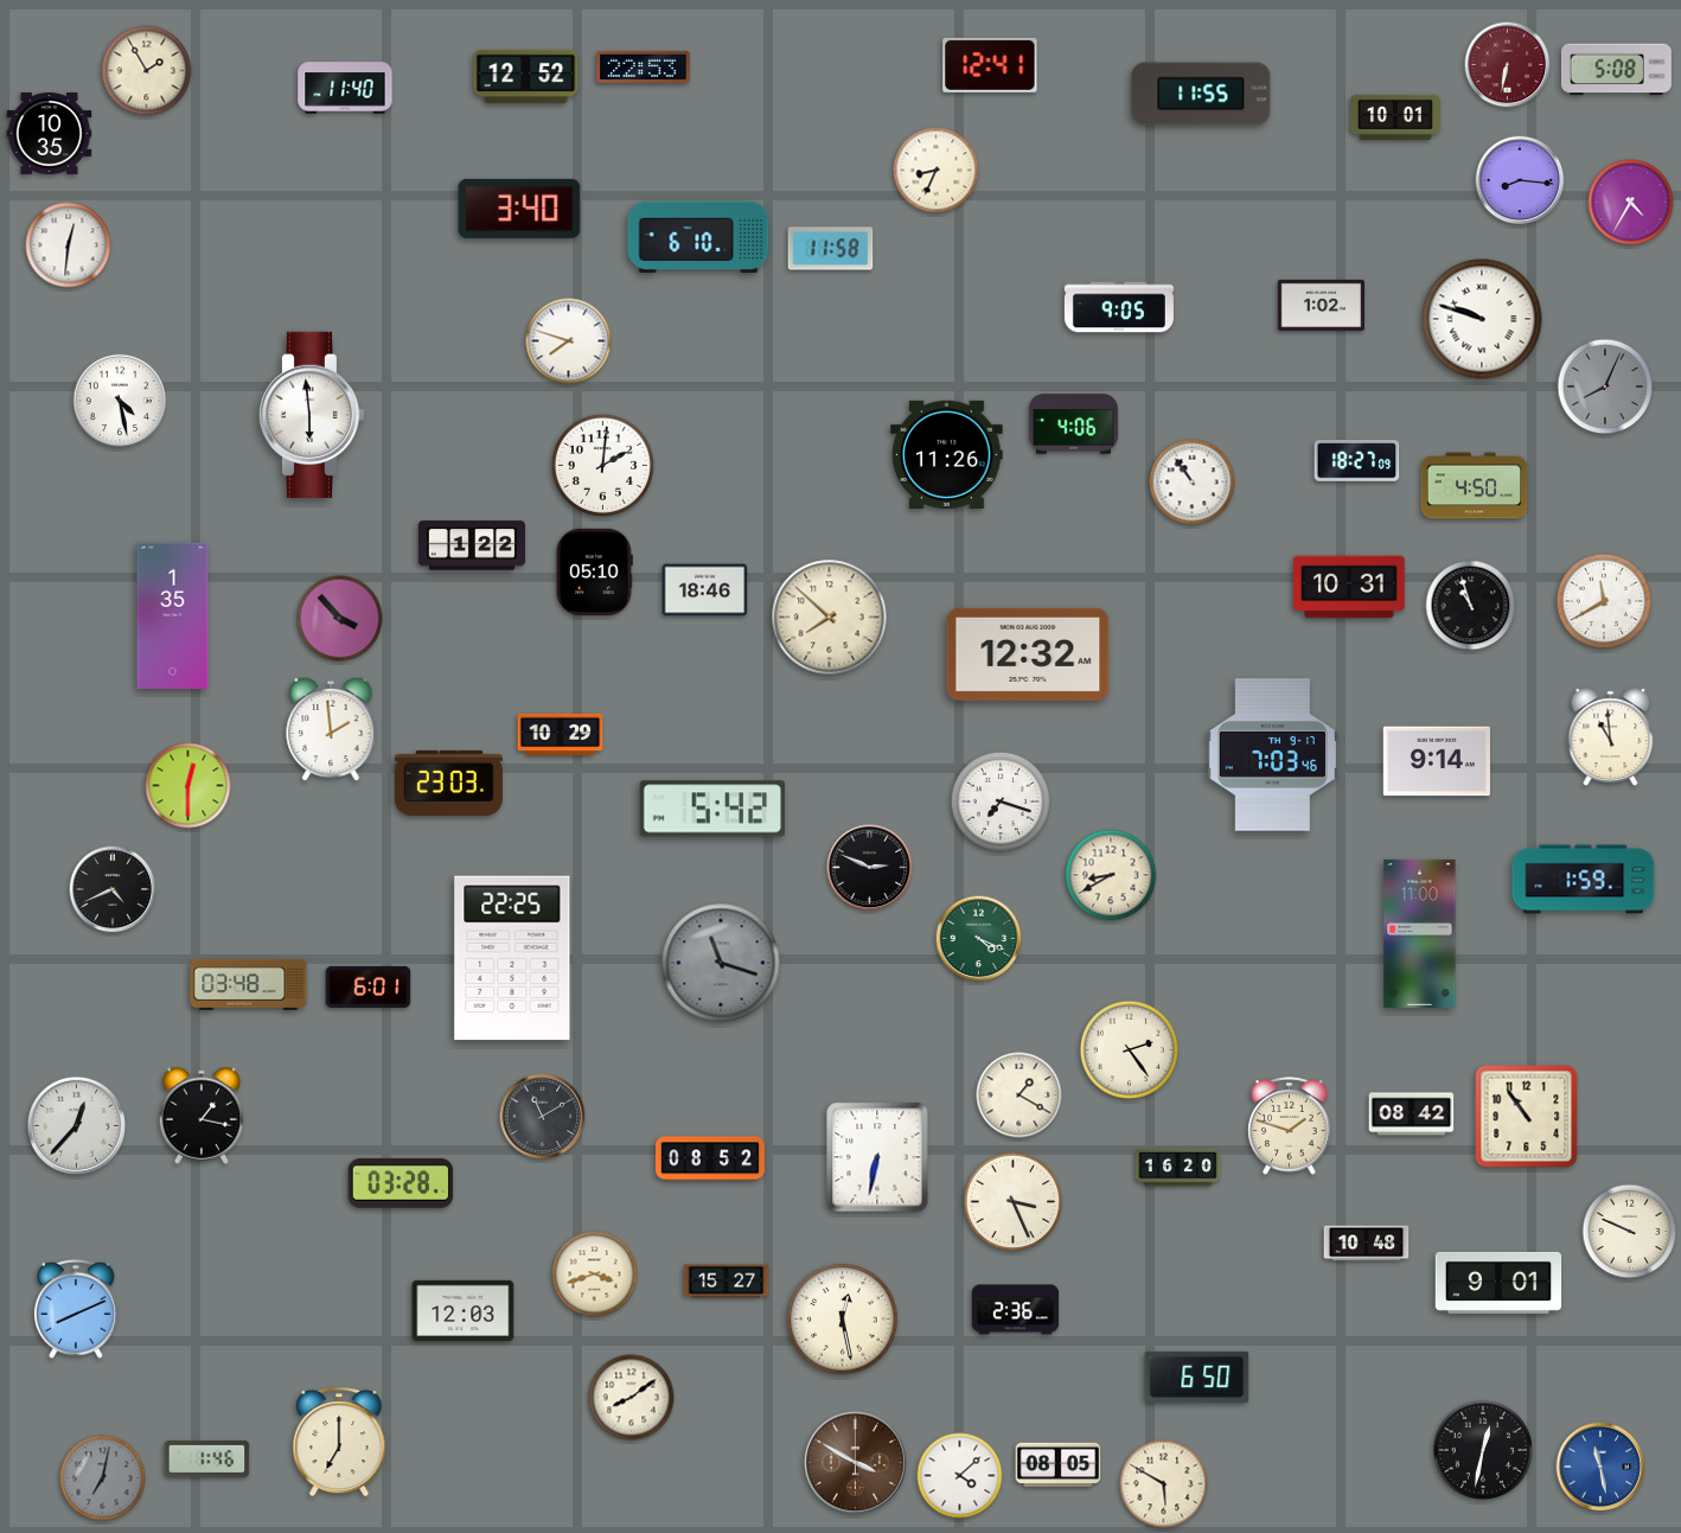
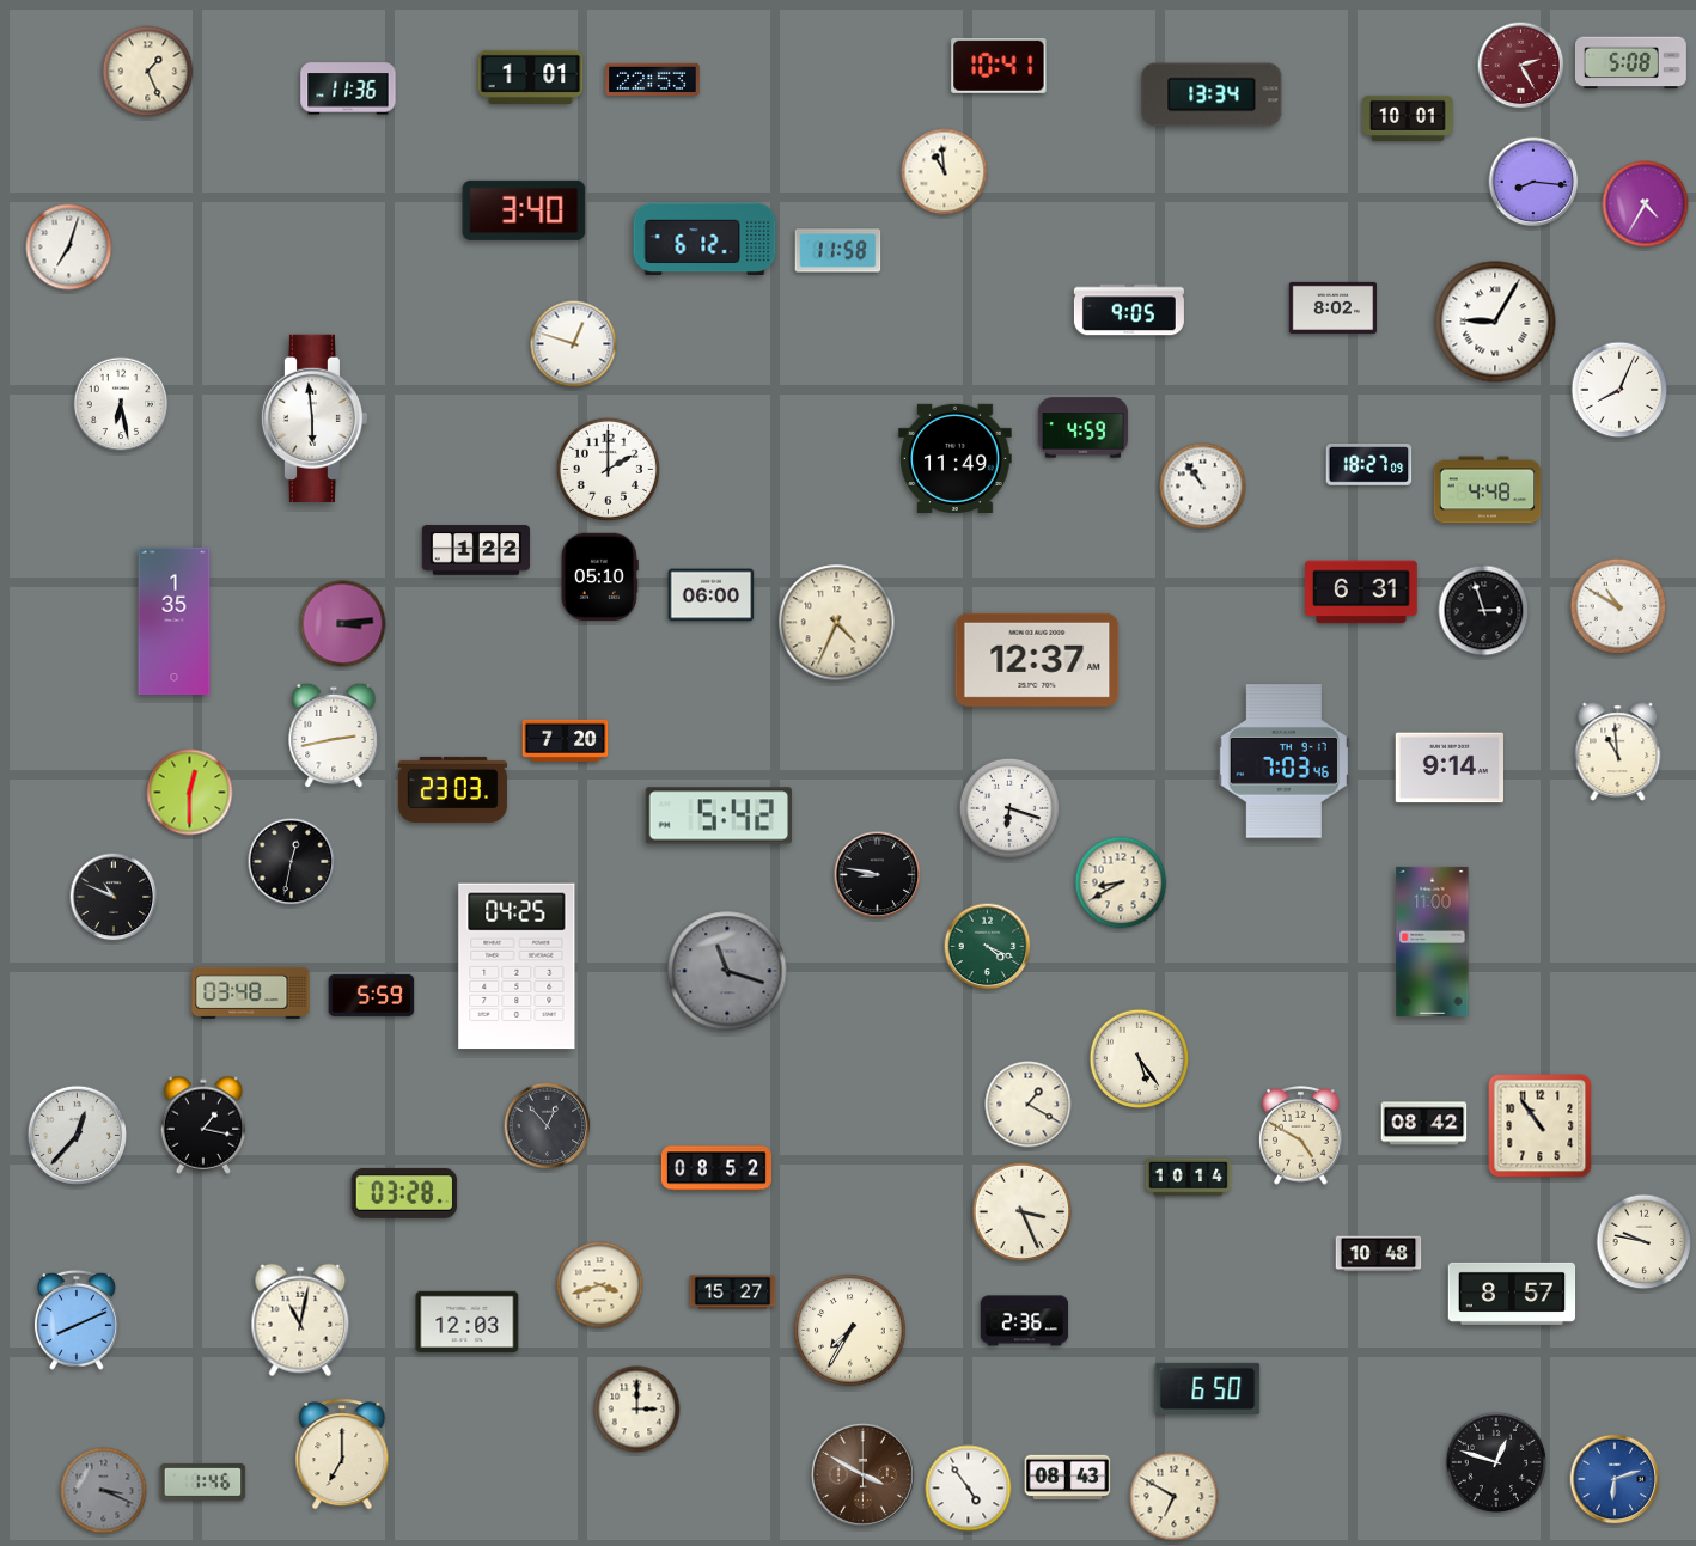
clock at (990, 65): 12:41 -> 10:41
clock at (1508, 65): 6:32 -> 2:25
clock at (644, 66) position: (644, 66) -> (653, 79)
clock at (1616, 70) position: (1616, 70) -> (1630, 63)
clock at (147, 71): 1:55 -> 1:26
clock at (526, 76): 12:52 -> 1:01
clock at (345, 88): 11:40 -> 11:36
clock at (1201, 94): 11:55 -> 13:34
clock at (50, 133): 10:35 -> none
clock at (937, 171): 8:34 -> 10:59
clock at (698, 237): 6:10 -> 6:12
clock at (69, 245): 12:31 -> 7:03
clock at (1322, 305): 1:02 -> 8:02
clock at (1482, 319): 9:48 -> 9:05
clock at (569, 341): 7:48 -> 12:48
clock at (1605, 387) dial: grey -> white
clock at (120, 401): 4:28 -> 6:28
clock at (1073, 424): 4:06 -> 4:59
clock at (947, 454): 11:26 -> 11:49
clock at (602, 465): 2:01 -> 2:00
clock at (1475, 486): 4:50 -> 4:48
clock at (1350, 587): 10:31 -> 6:31
clock at (705, 590): 18:46 -> 06:00
clock at (1604, 601): 11:40 -> 10:50
clock at (1471, 606): 10:57 -> 2:57
clock at (830, 618): 7:52 -> 4:34
clock at (340, 619): 3:53 -> 3:14
clock at (1028, 654): 12:32 -> 12:37
clock at (331, 729): 1:59 -> 2:43
clock at (561, 734): 10:29 -> 7:20
clock at (1611, 737) position: (1611, 737) -> (1618, 752)
clock at (1001, 801): 7:18 -> 6:18
clock at (292, 862): none -> 12:32
clock at (870, 868): 2:49 -> 8:47
clock at (1584, 880): 1:59 -> none
clock at (113, 889): 4:41 -> 10:49
clock at (512, 958): 22:25 -> 04:25
clock at (369, 986): 6:01 -> 5:59
clock at (1130, 1050): 2:24 -> 5:24
clock at (543, 1117): 11:10 -> 12:53
clock at (1290, 1126): 1:48 -> 4:50
clock at (877, 1157): 6:32 -> none
clock at (1178, 1168): 16:20 -> 10:14
clock at (1630, 1232): 9:49 -> 9:47
clock at (1498, 1283): 9:01 -> 8:57
clock at (300, 1320): none -> 11:02
clock at (843, 1320): 12:28 -> 7:35
clock at (632, 1398): 8:09 -> 3:00
clock at (1483, 1450): 12:32 -> 12:48
clock at (207, 1458) position: (207, 1458) -> (203, 1481)
clock at (1059, 1465): 08:05 -> 08:43
clock at (1600, 1467): 11:28 -> 6:12
clock at (960, 1476): 4:08 -> 4:54
clock at (103, 1478): 7:02 -> 3:19
clock at (1164, 1484): 5:50 -> 6:50
